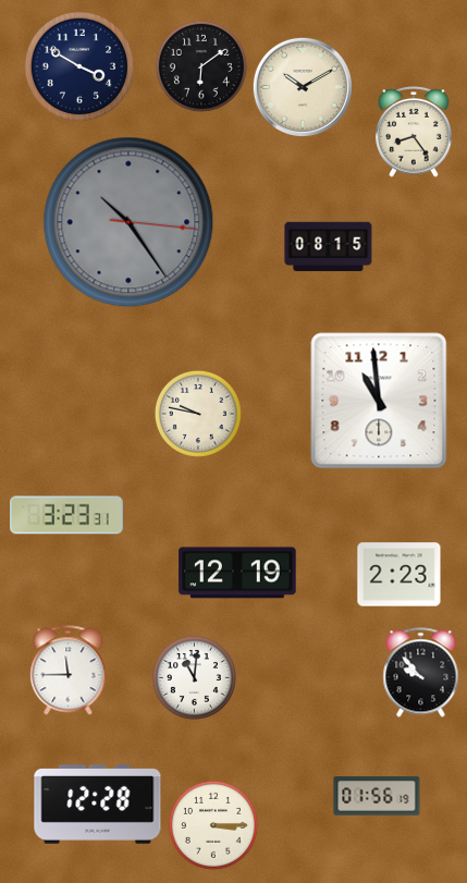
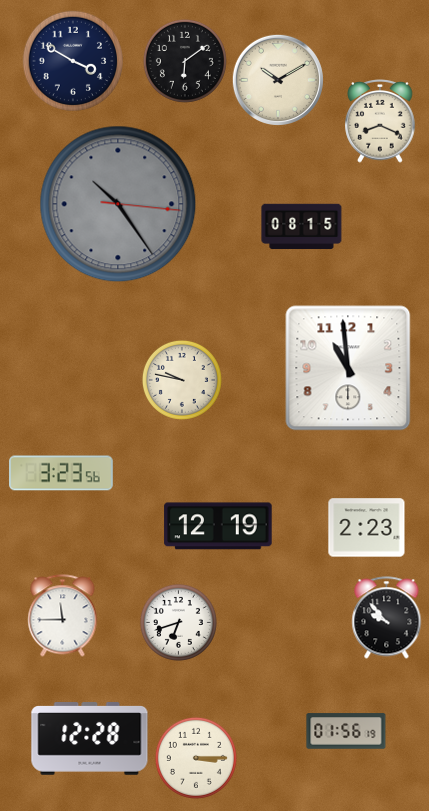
clock at (414, 133): 8:24 -> 8:19
clock at (67, 515): 3:23:31 -> 3:23:56
clock at (194, 677): 11:01 -> 6:42
